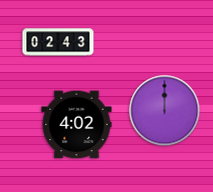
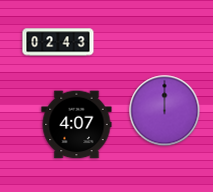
clock at (77, 125): 4:02 -> 4:07
